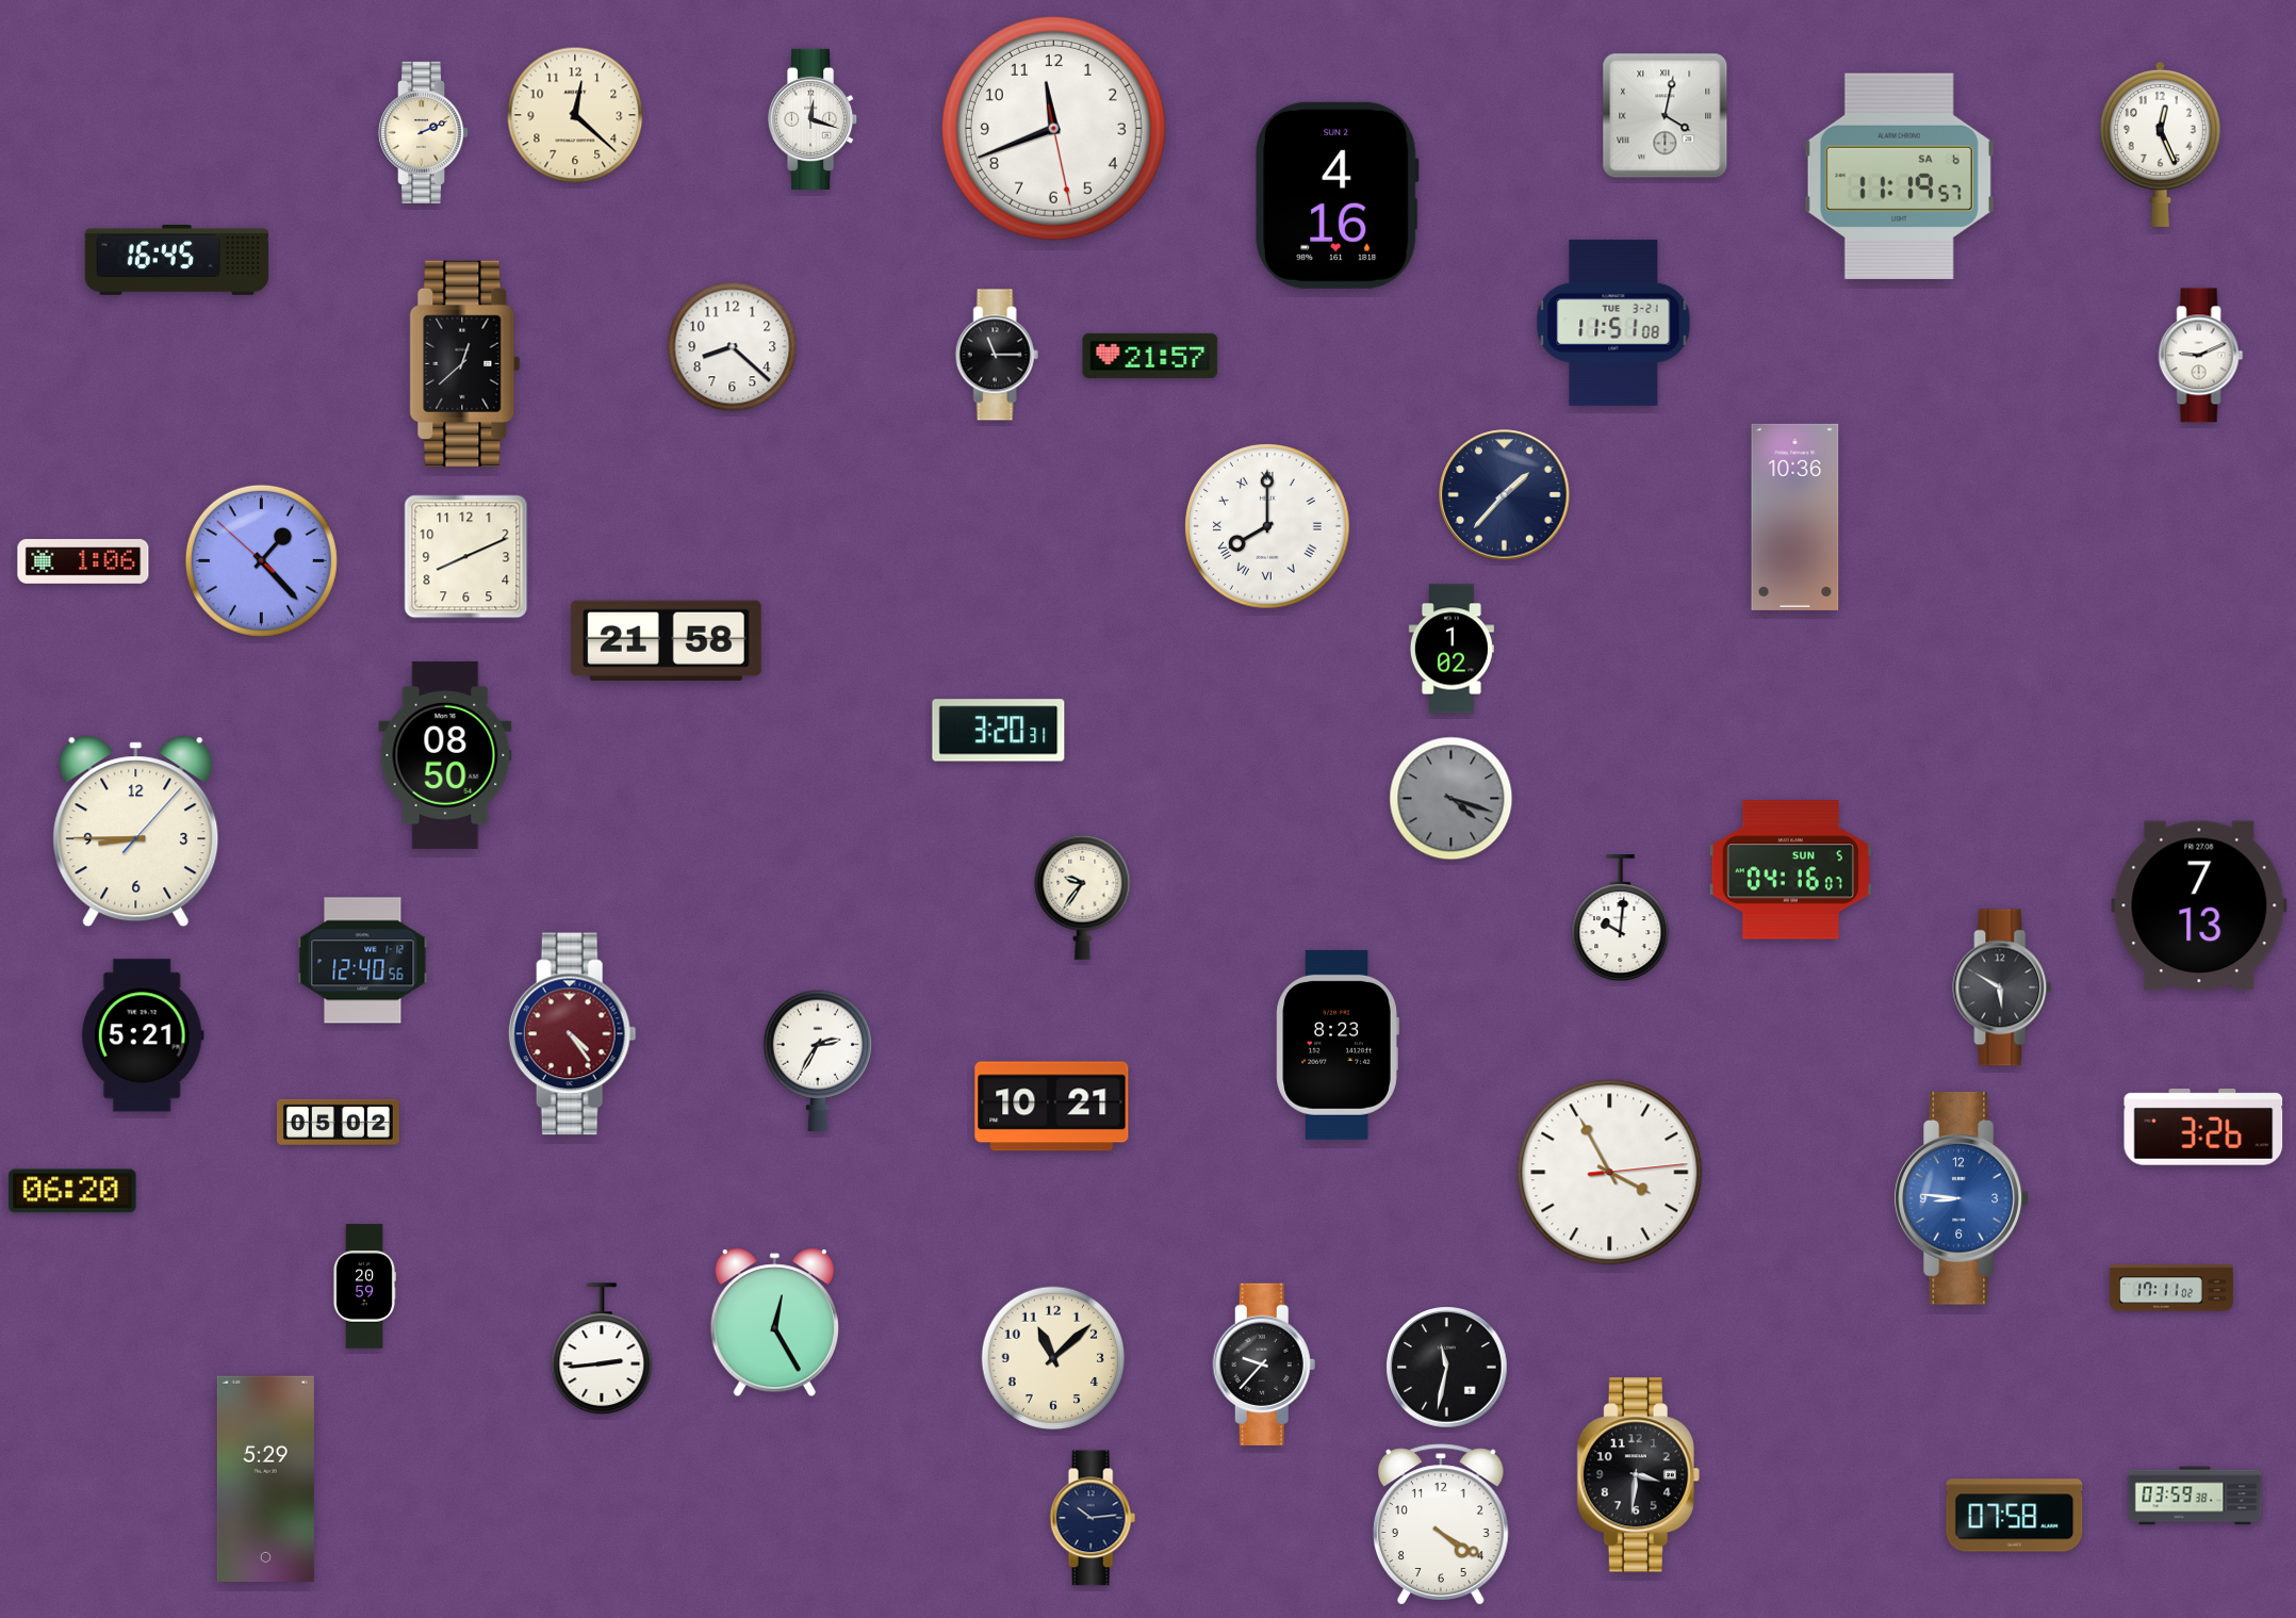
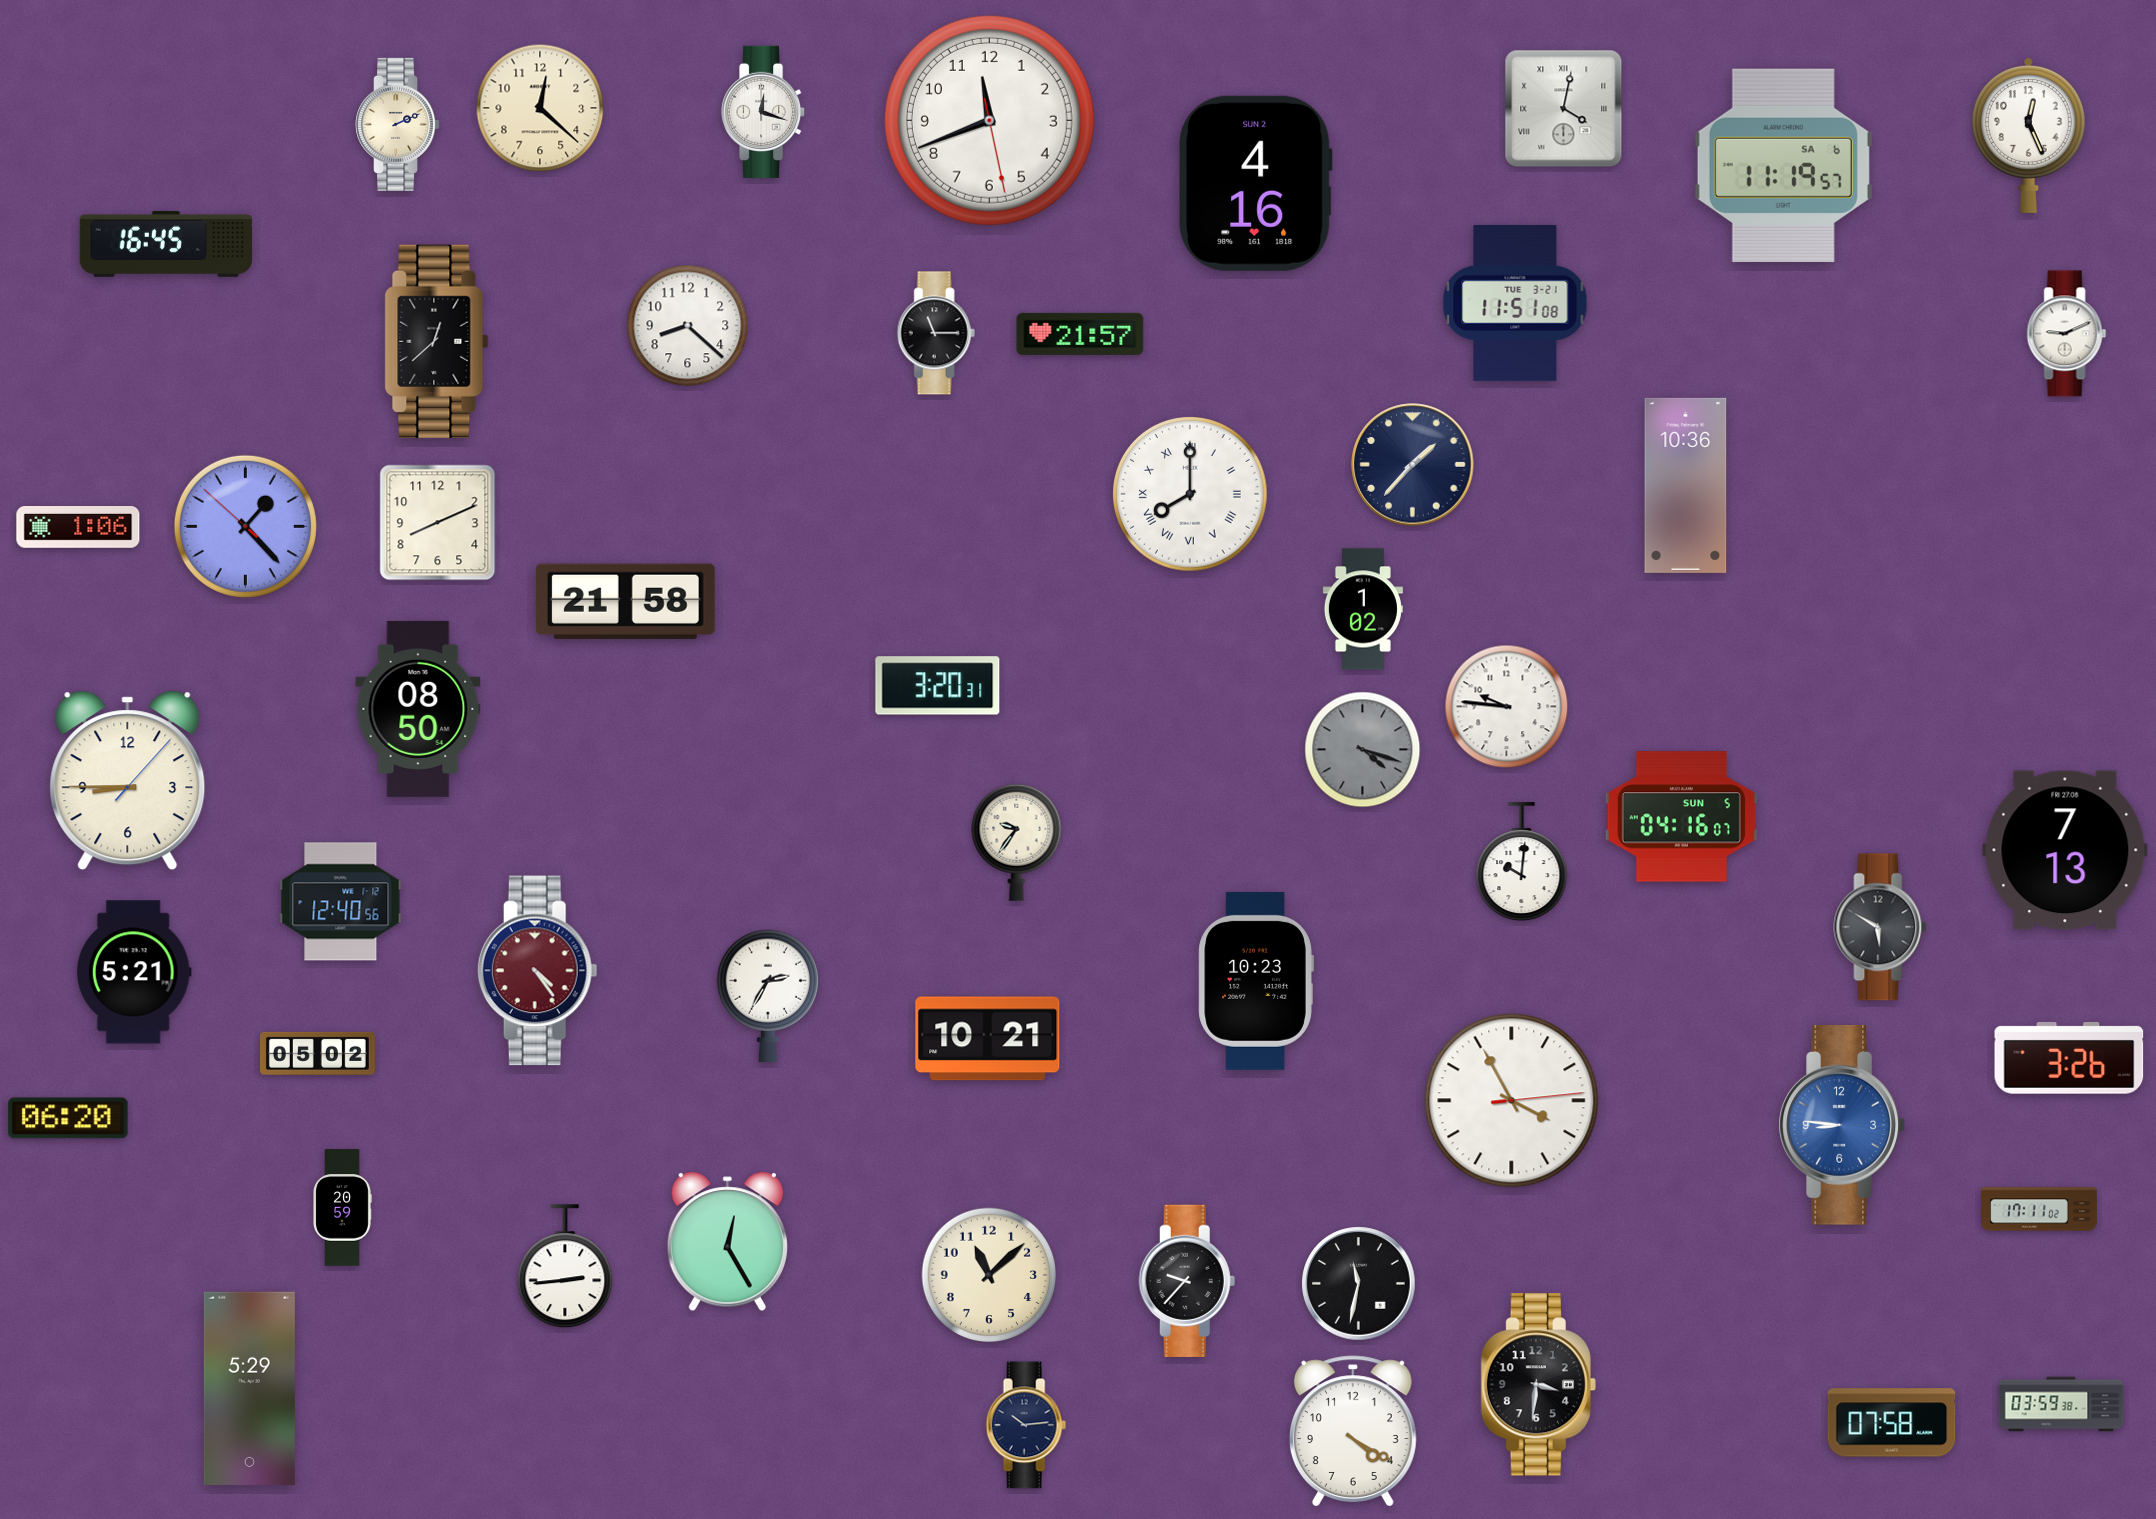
clock at (1507, 707): none -> 9:46
clock at (1338, 1045): 8:23 -> 10:23
